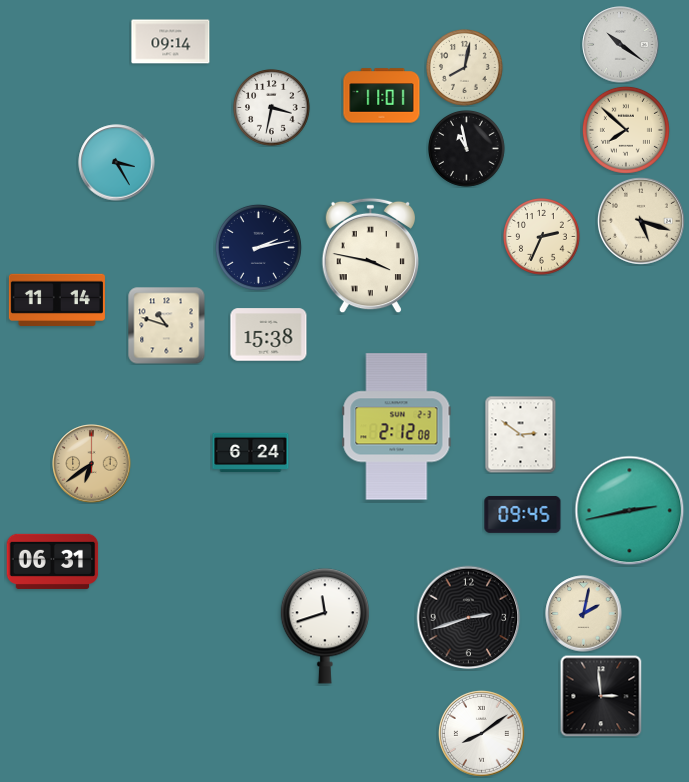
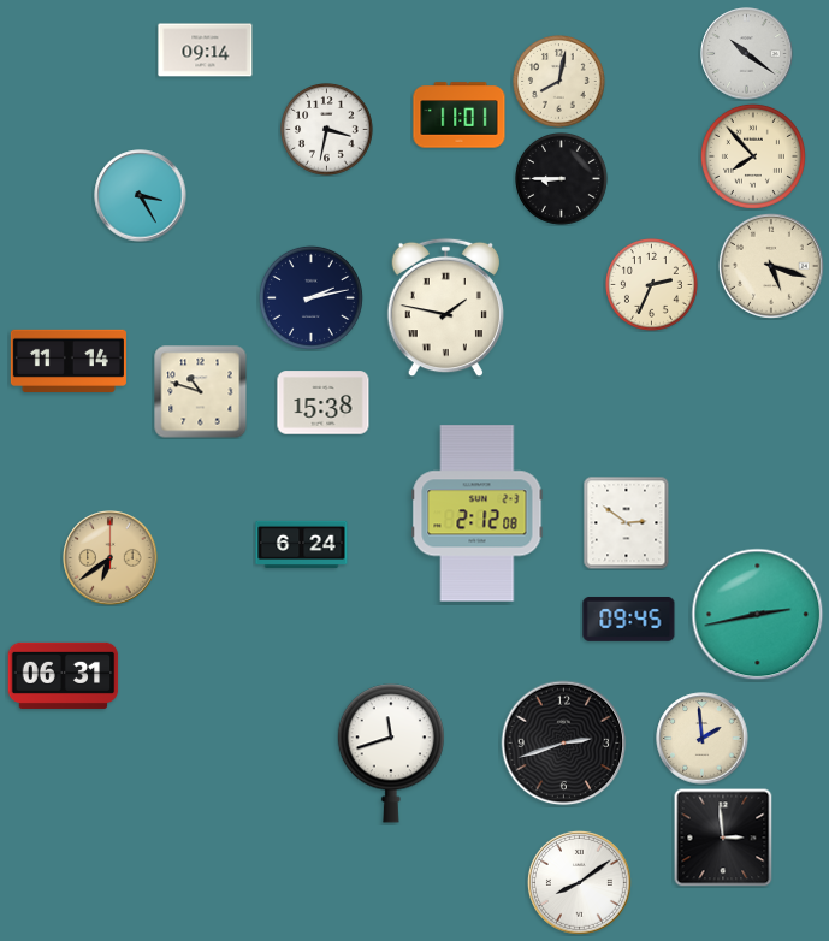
clock at (626, 130): 7:52 -> 7:53
clock at (467, 149): 10:58 -> 8:45
clock at (370, 256): 3:47 -> 1:47
clock at (584, 614): 2:02 -> 1:59
